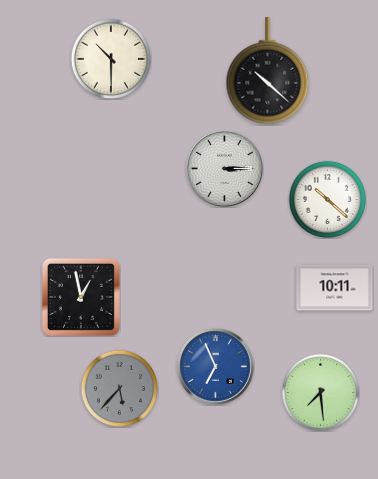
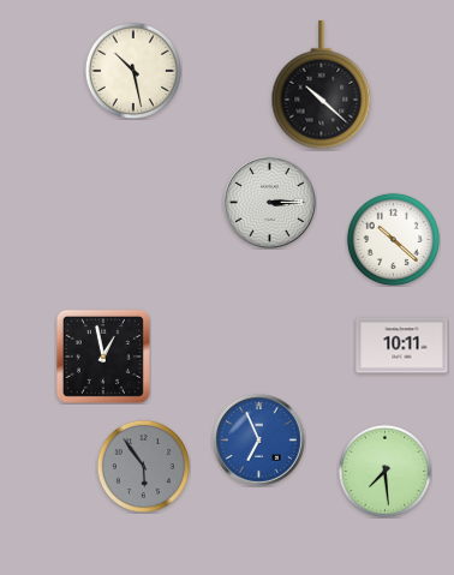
clock at (110, 58): 10:30 -> 10:28
clock at (81, 297) position: (81, 297) -> (103, 357)
clock at (119, 388): 5:37 -> 5:54
